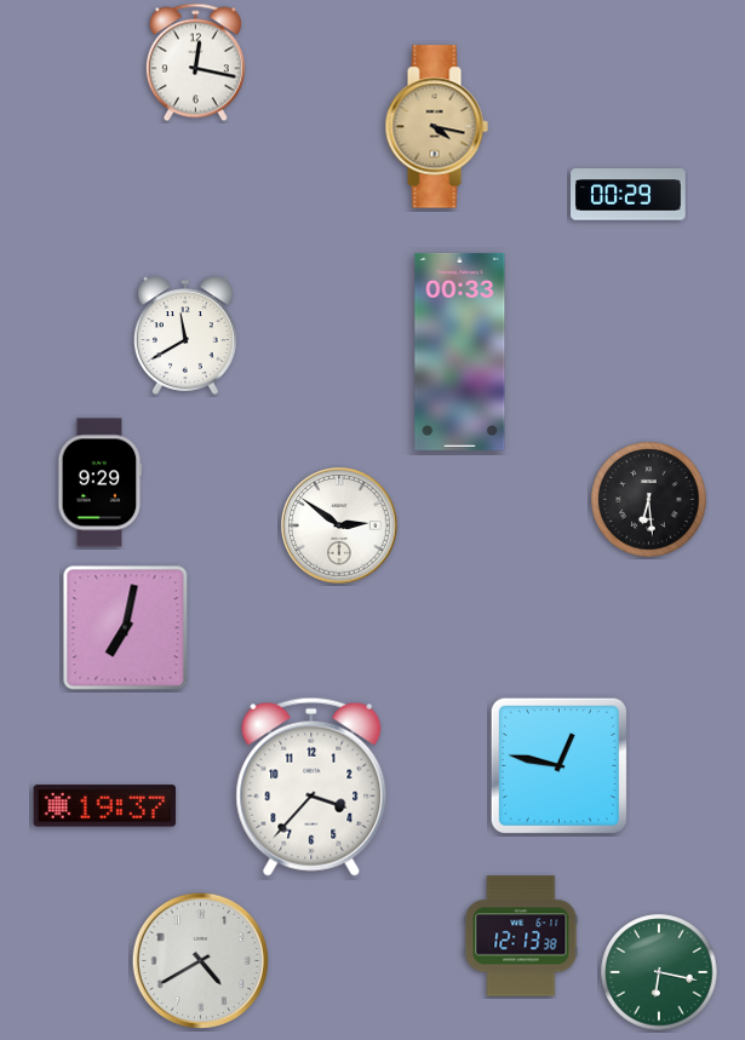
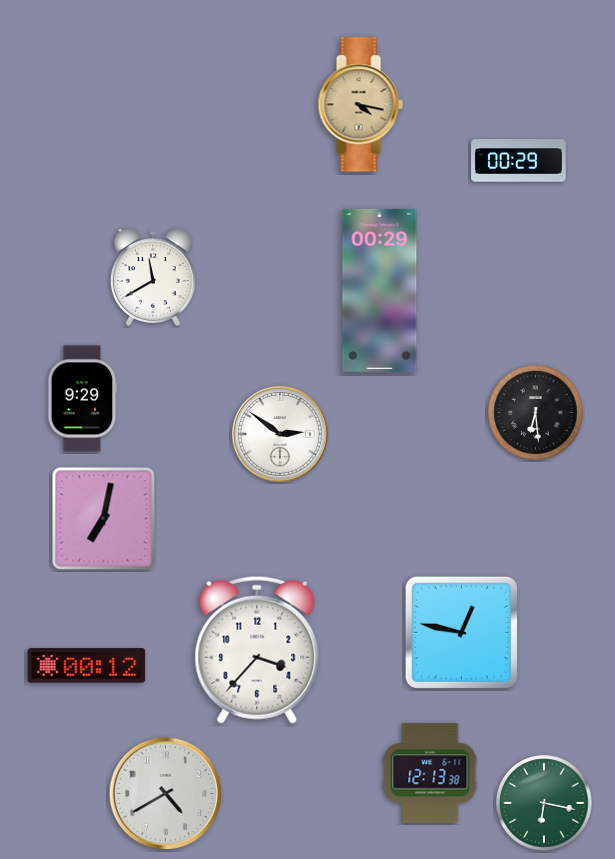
clock at (195, 63): 12:17 -> none
clock at (460, 351): 00:33 -> 00:29
clock at (105, 806): 19:37 -> 00:12
